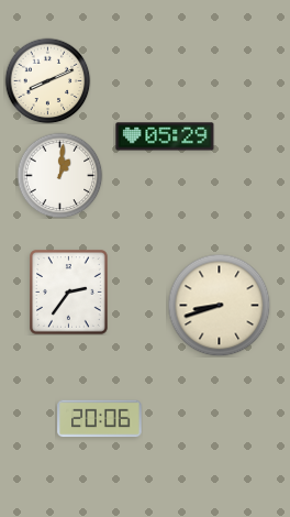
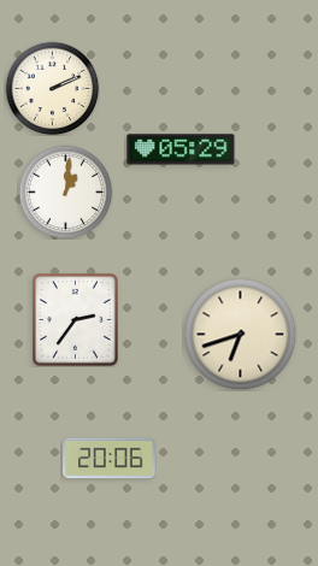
clock at (47, 80): 8:11 -> 2:11
clock at (219, 305): 8:42 -> 6:42
